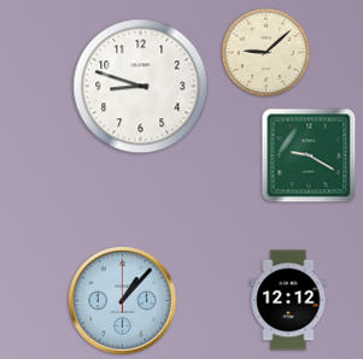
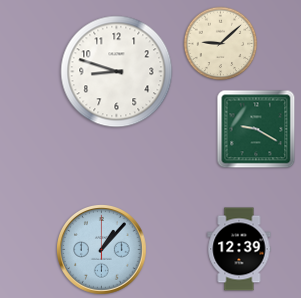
clock at (288, 300): 12:12 -> 12:39
